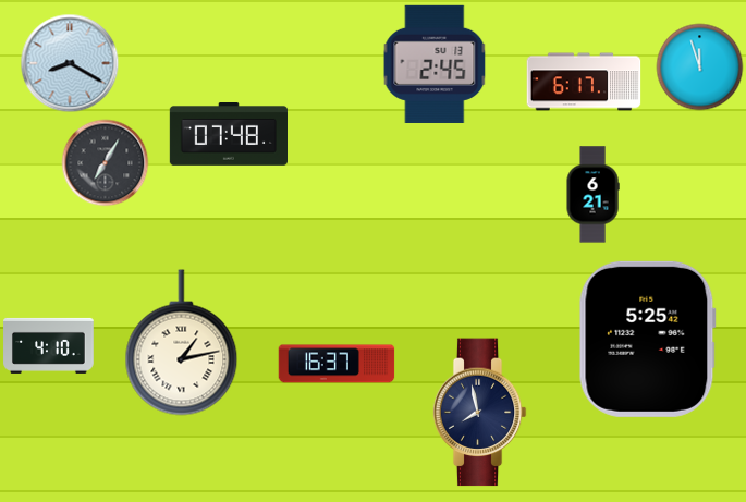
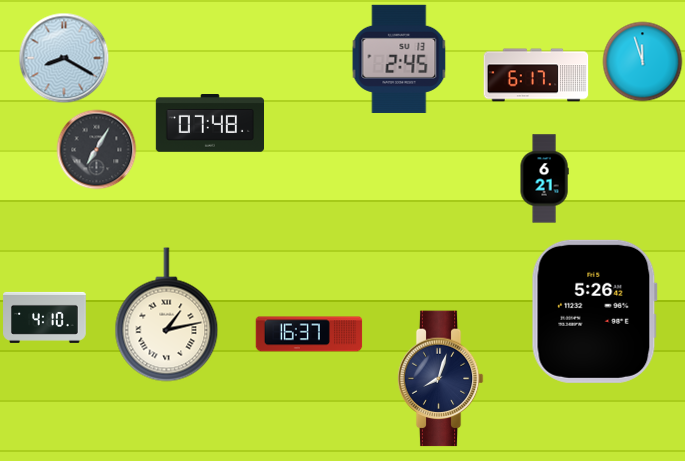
clock at (647, 339): 5:25 -> 5:26
clock at (479, 413): 7:58 -> 8:03
